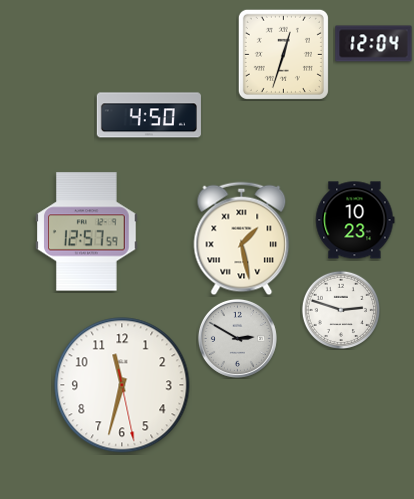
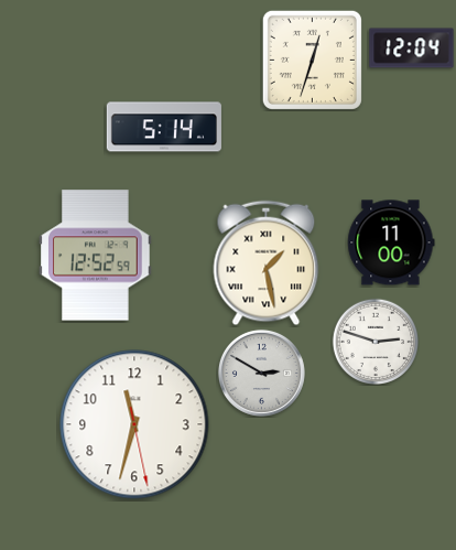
clock at (149, 115): 4:50 -> 5:14
clock at (355, 220): 10:23 -> 11:00
clock at (87, 232): 12:57 -> 12:52
